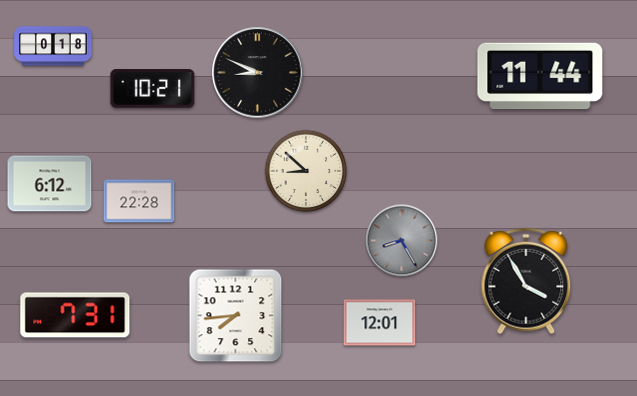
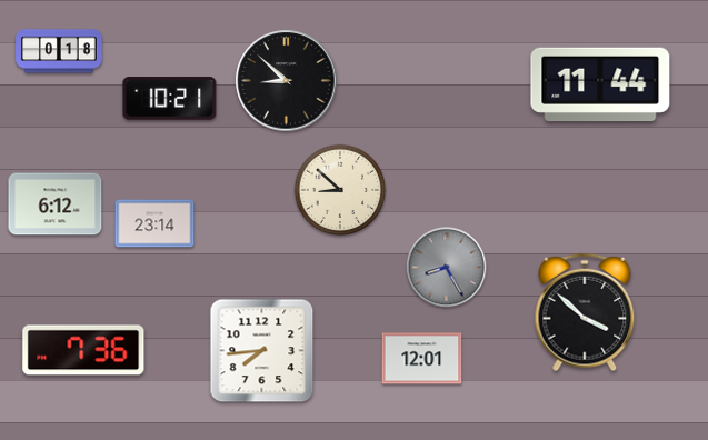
clock at (258, 73): 8:49 -> 8:52
clock at (139, 201): 22:28 -> 23:14
clock at (526, 281): 3:55 -> 3:52
clock at (75, 315): 7:31 -> 7:36
